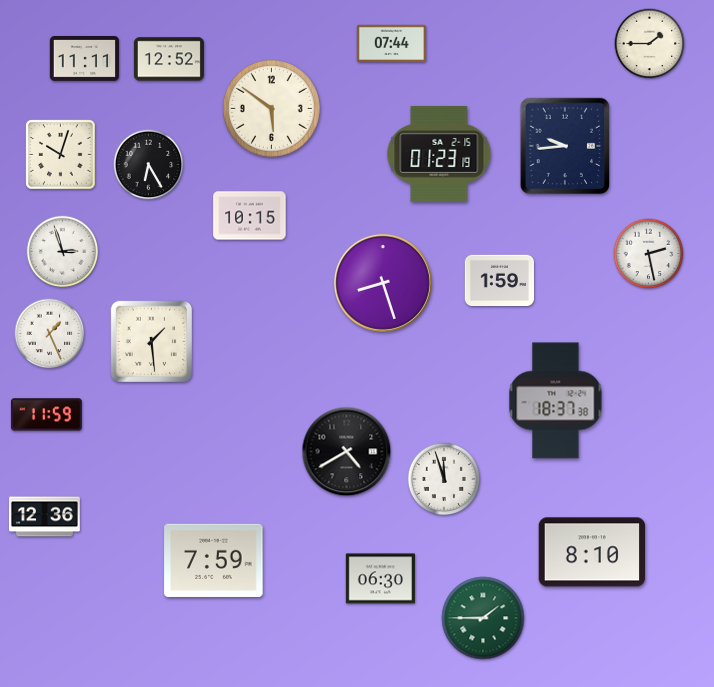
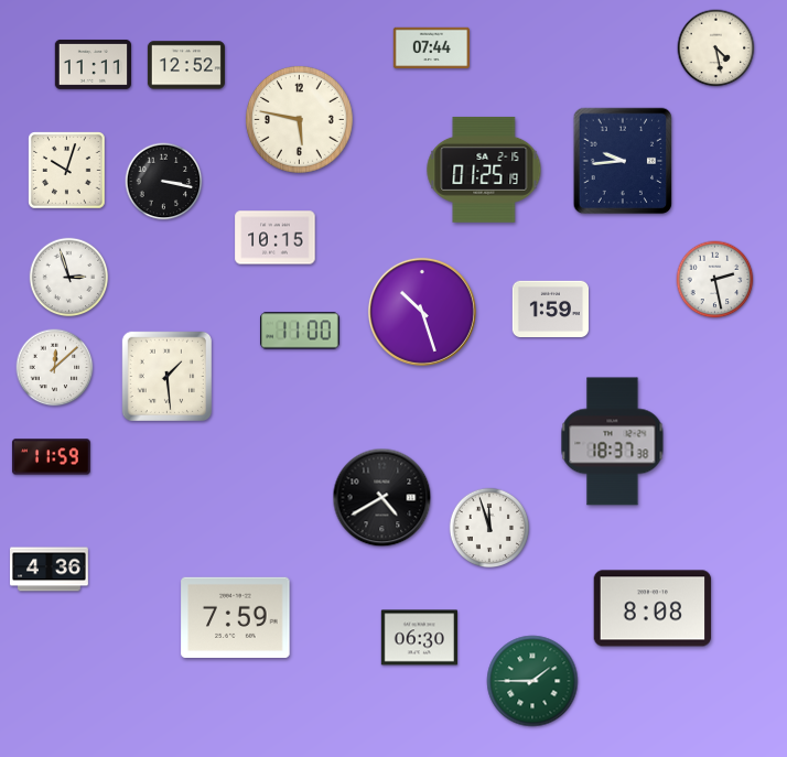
clock at (650, 44): 1:45 -> 4:28
clock at (271, 108): 5:51 -> 5:47
clock at (439, 154): 01:23 -> 01:25
clock at (149, 165): 6:25 -> 3:17
clock at (383, 283): 8:27 -> 10:27
clock at (300, 331): none -> 11:00
clock at (50, 334): 1:26 -> 12:08
clock at (45, 517): 12:36 -> 4:36
clock at (592, 552): 8:10 -> 8:08
